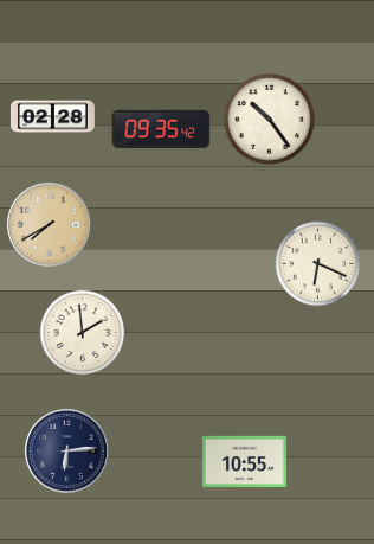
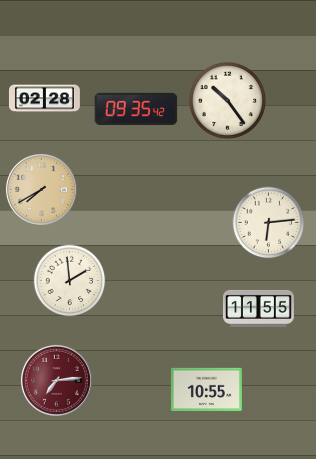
clock at (318, 264): 6:19 -> 6:14
clock at (258, 308): none -> 11:55
clock at (66, 450): 6:14 -> 7:14
clock at (66, 450) dial: navy -> burgundy
